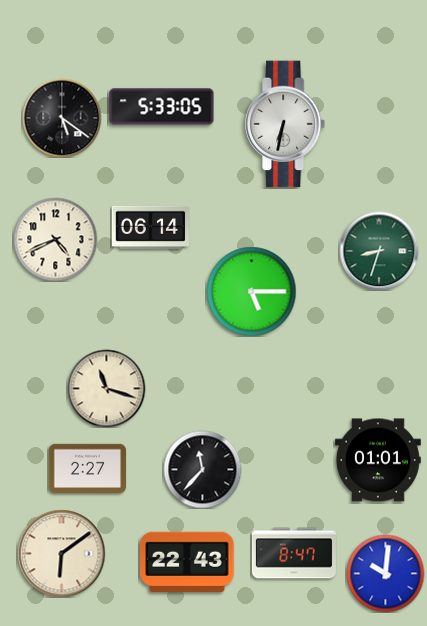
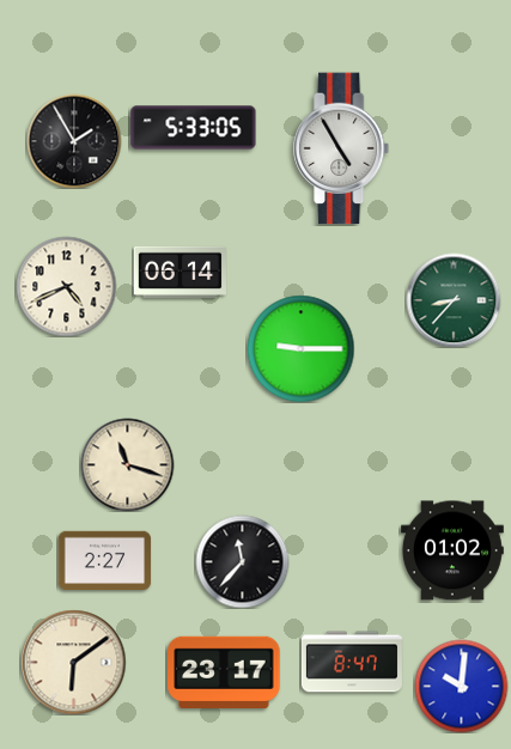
clock at (62, 118): 5:21 -> 1:55
clock at (286, 124): 6:32 -> 4:55
clock at (379, 251): 8:33 -> 8:37
clock at (251, 291): 5:15 -> 9:15
clock at (378, 460): 01:01 -> 01:02
clock at (187, 561): 22:43 -> 23:17
